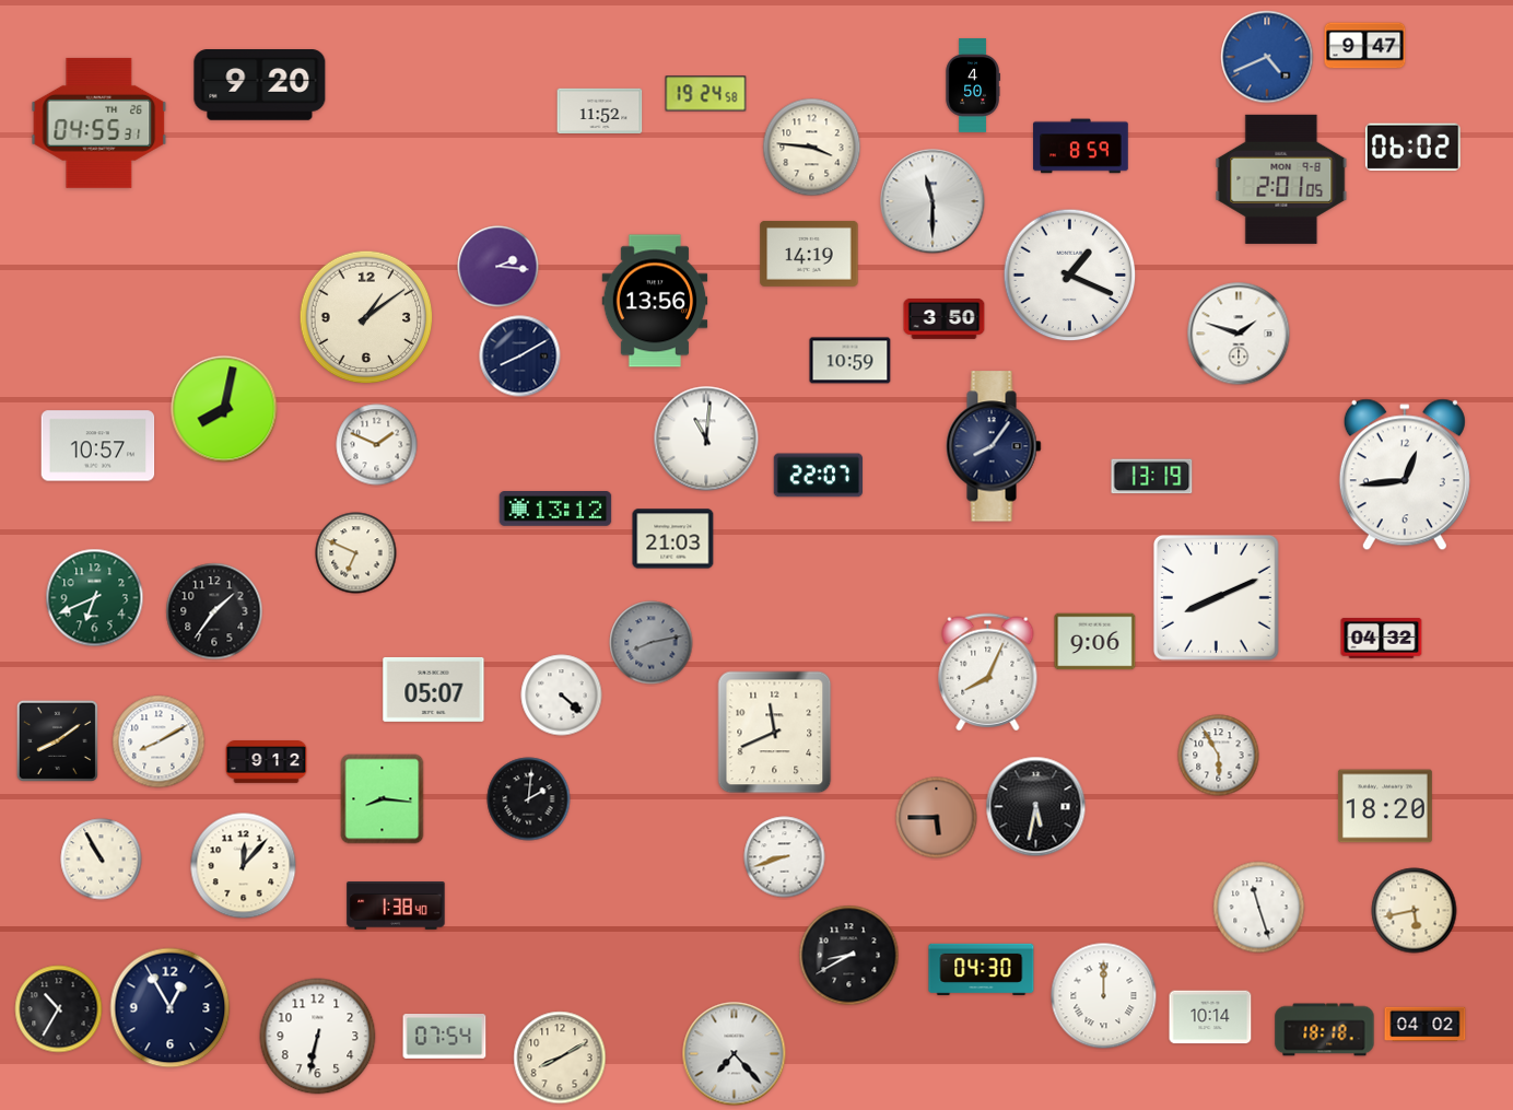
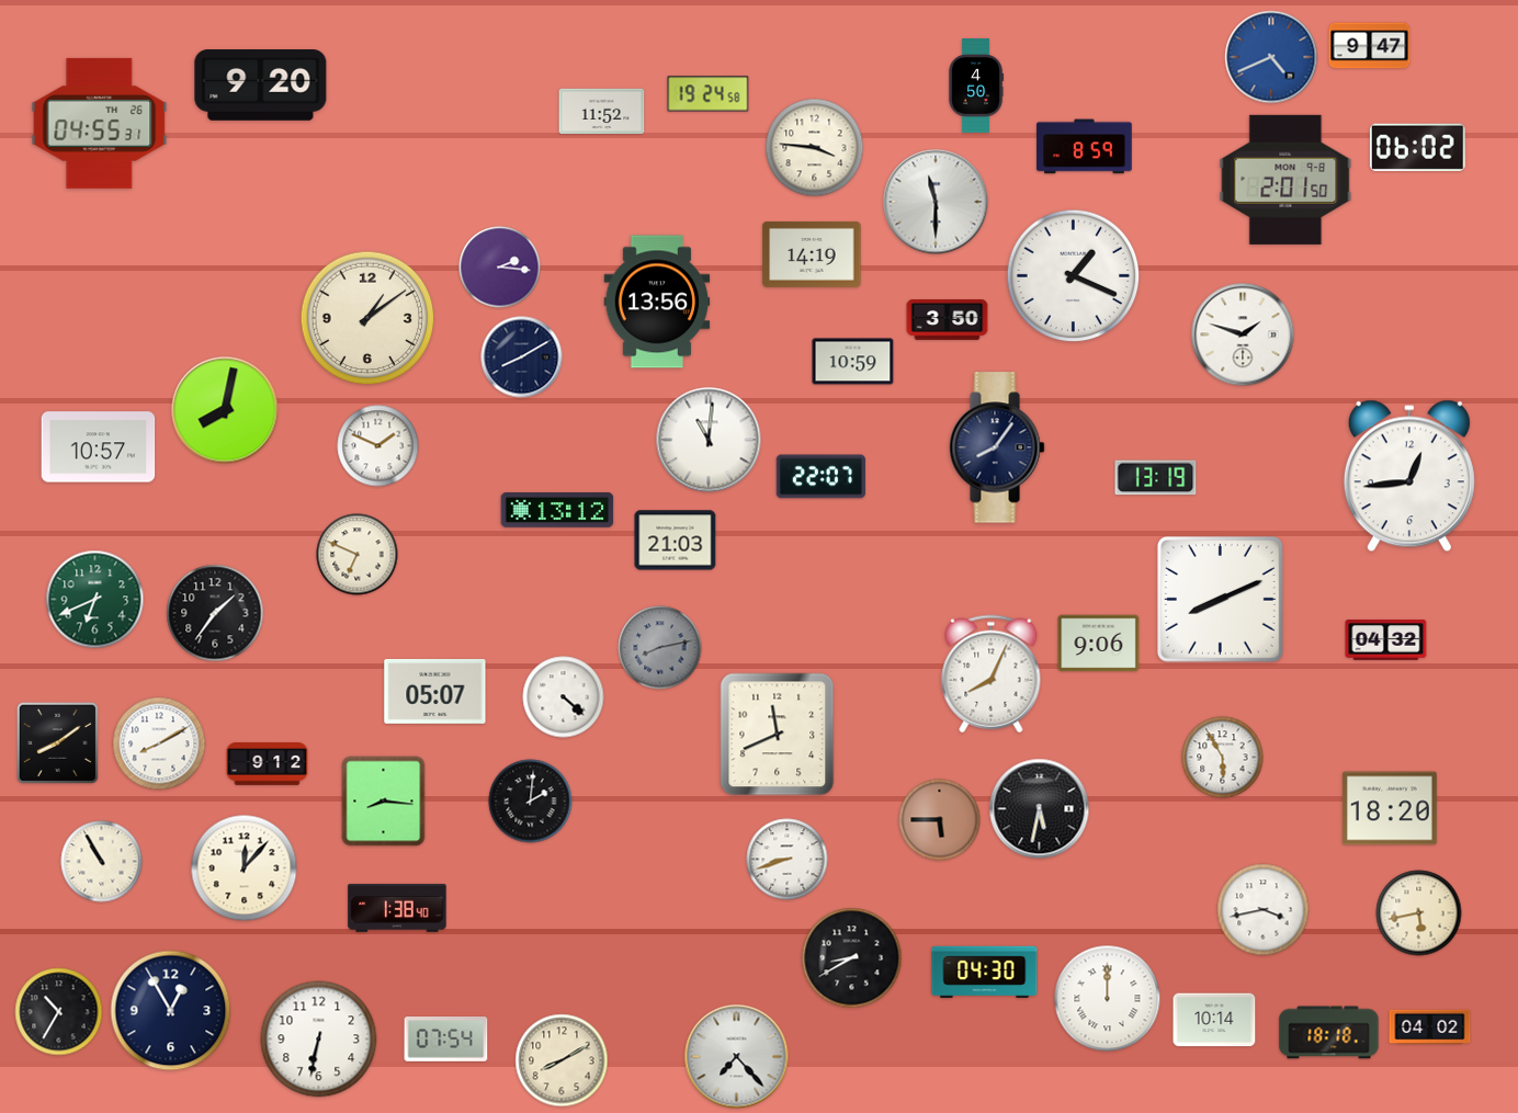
clock at (1281, 179): 2:01:05 -> 2:01:50
clock at (652, 643) position: (652, 643) -> (660, 648)
clock at (1259, 908): 11:27 -> 3:43
